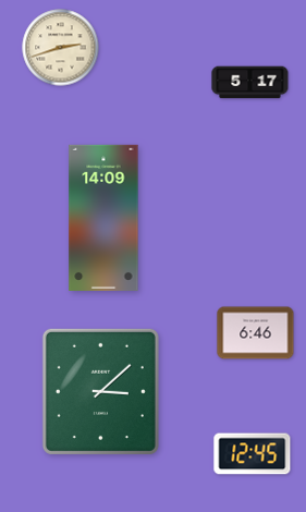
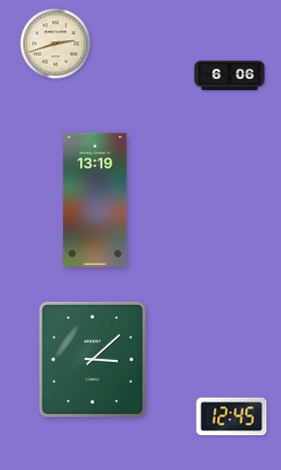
clock at (250, 83): 5:17 -> 6:06
clock at (103, 218): 14:09 -> 13:19
clock at (256, 333): 6:46 -> none
